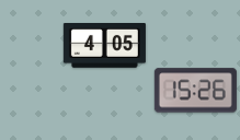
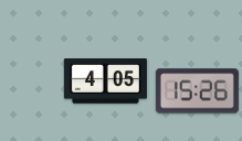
clock at (104, 46) position: (104, 46) -> (105, 82)
